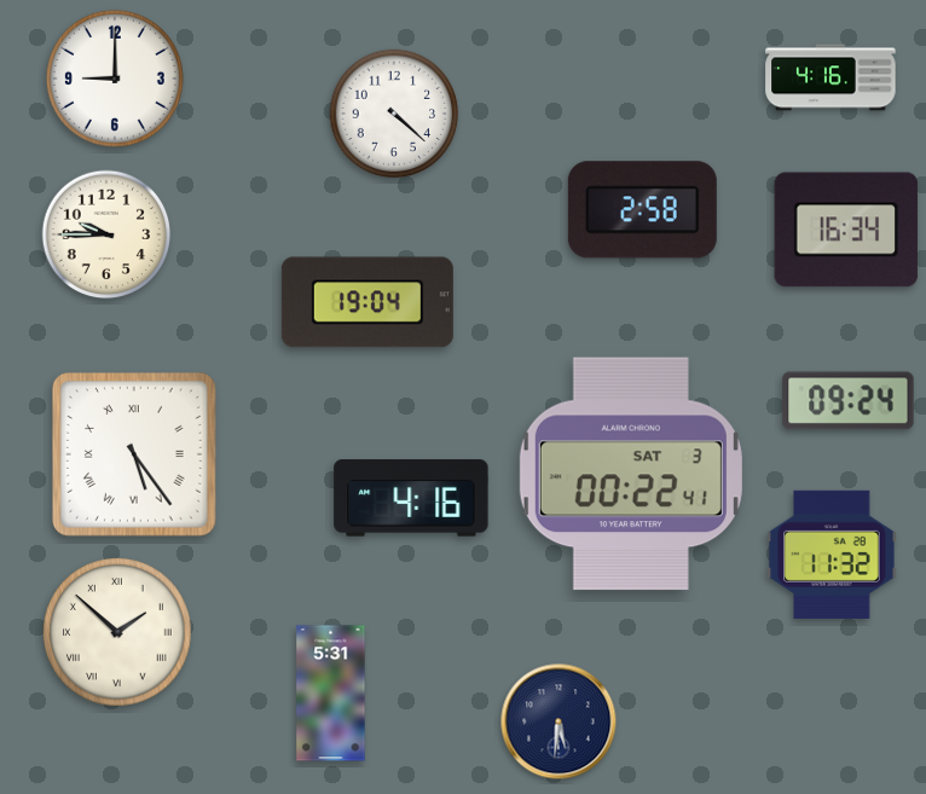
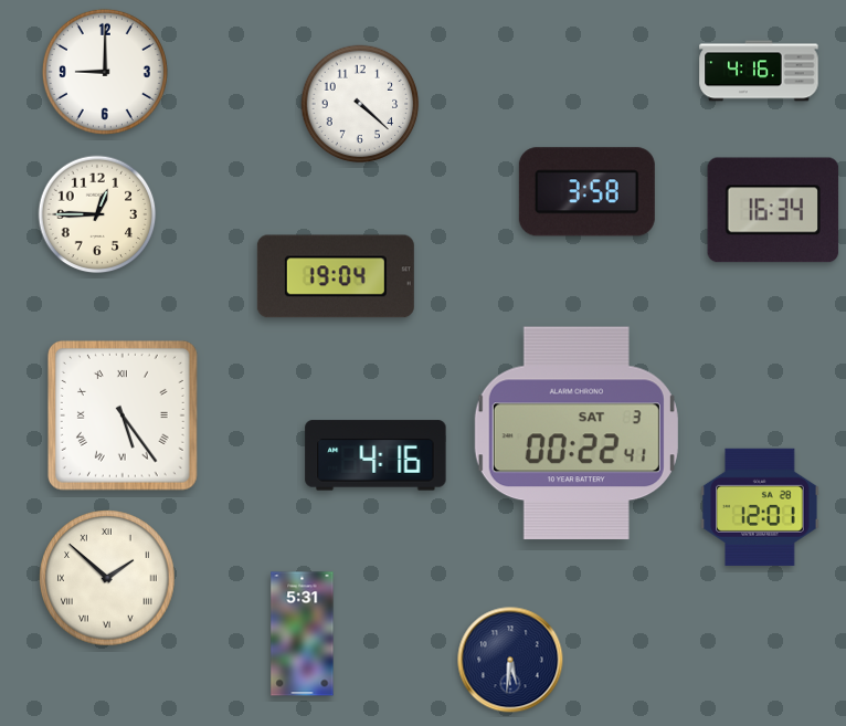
clock at (642, 210): 2:58 -> 3:58
clock at (106, 234): 9:45 -> 12:45
clock at (849, 401): 09:24 -> none
clock at (832, 555): 11:32 -> 12:01
